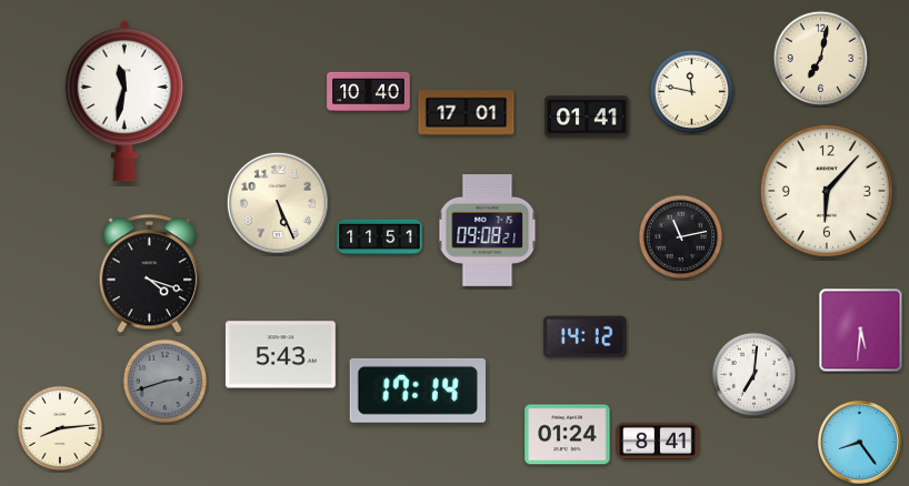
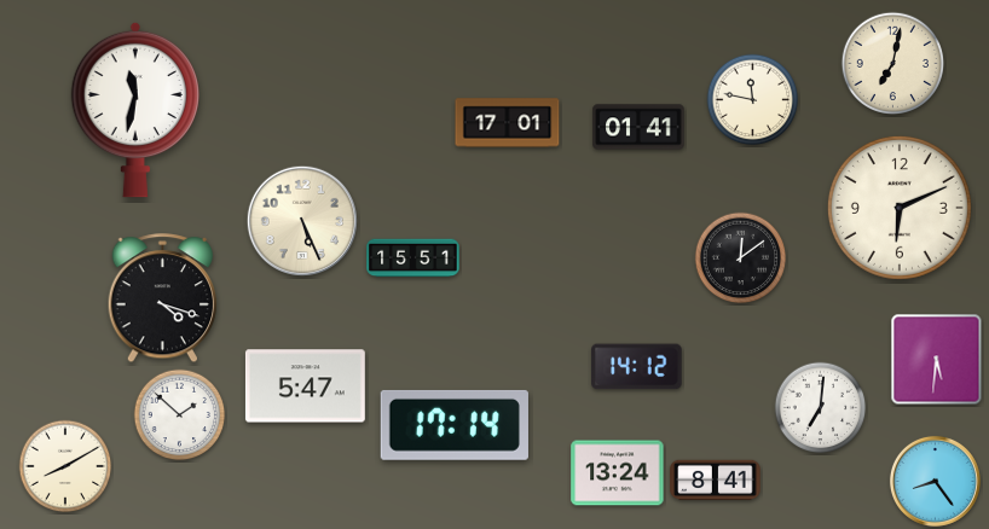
clock at (369, 91): 10:40 -> none
clock at (827, 191): 6:07 -> 6:11
clock at (488, 231): 09:08 -> none
clock at (380, 237): 11:51 -> 15:51
clock at (681, 237): 11:13 -> 12:09
clock at (280, 355): 5:43 -> 5:47
clock at (166, 382): 2:42 -> 1:52
clock at (166, 382) dial: grey -> white
clock at (60, 428): 8:14 -> 8:10
clock at (568, 435): 01:24 -> 13:24
